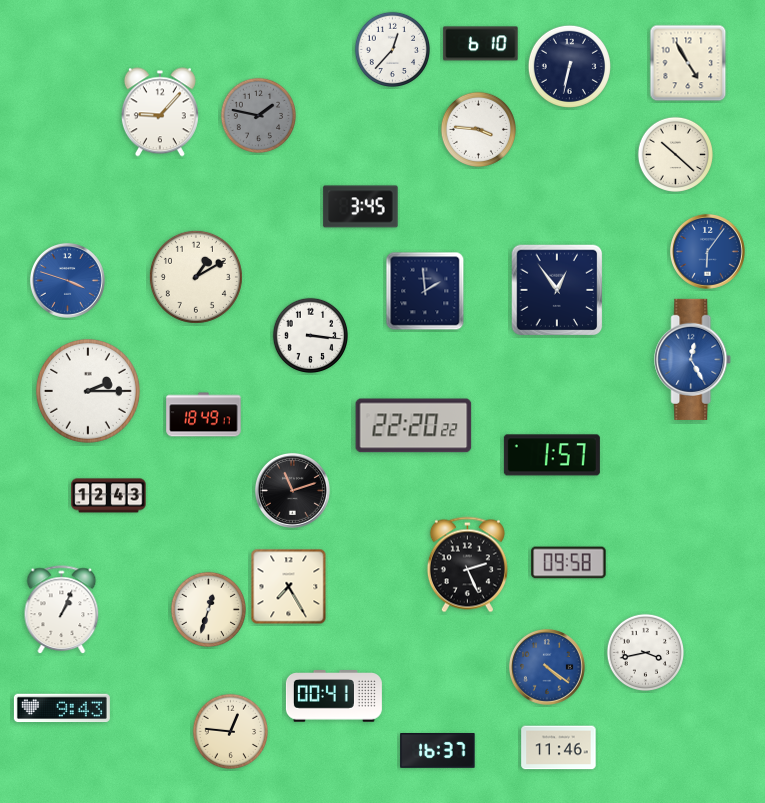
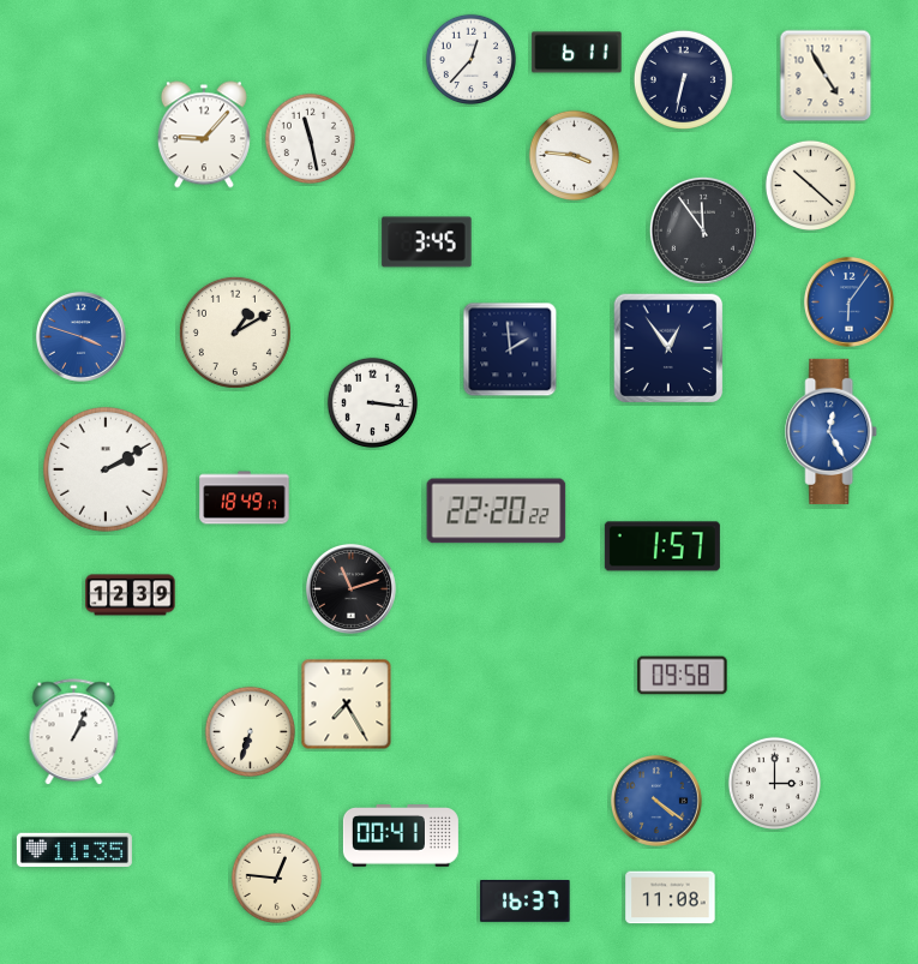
clock at (481, 44): 6:10 -> 6:11
clock at (160, 112) position: (160, 112) -> (204, 134)
clock at (259, 115): 1:47 -> 11:28
clock at (259, 115) dial: grey -> white
clock at (703, 230): none -> 11:54
clock at (361, 207) position: (361, 207) -> (427, 243)
clock at (88, 391): 2:15 -> 2:10
clock at (109, 496): 12:43 -> 12:39
clock at (467, 565): 2:26 -> none
clock at (209, 609): 12:33 -> 6:33
clock at (645, 652): 3:43 -> 3:00
clock at (62, 708): 9:43 -> 11:35
clock at (559, 748): 11:46 -> 11:08
